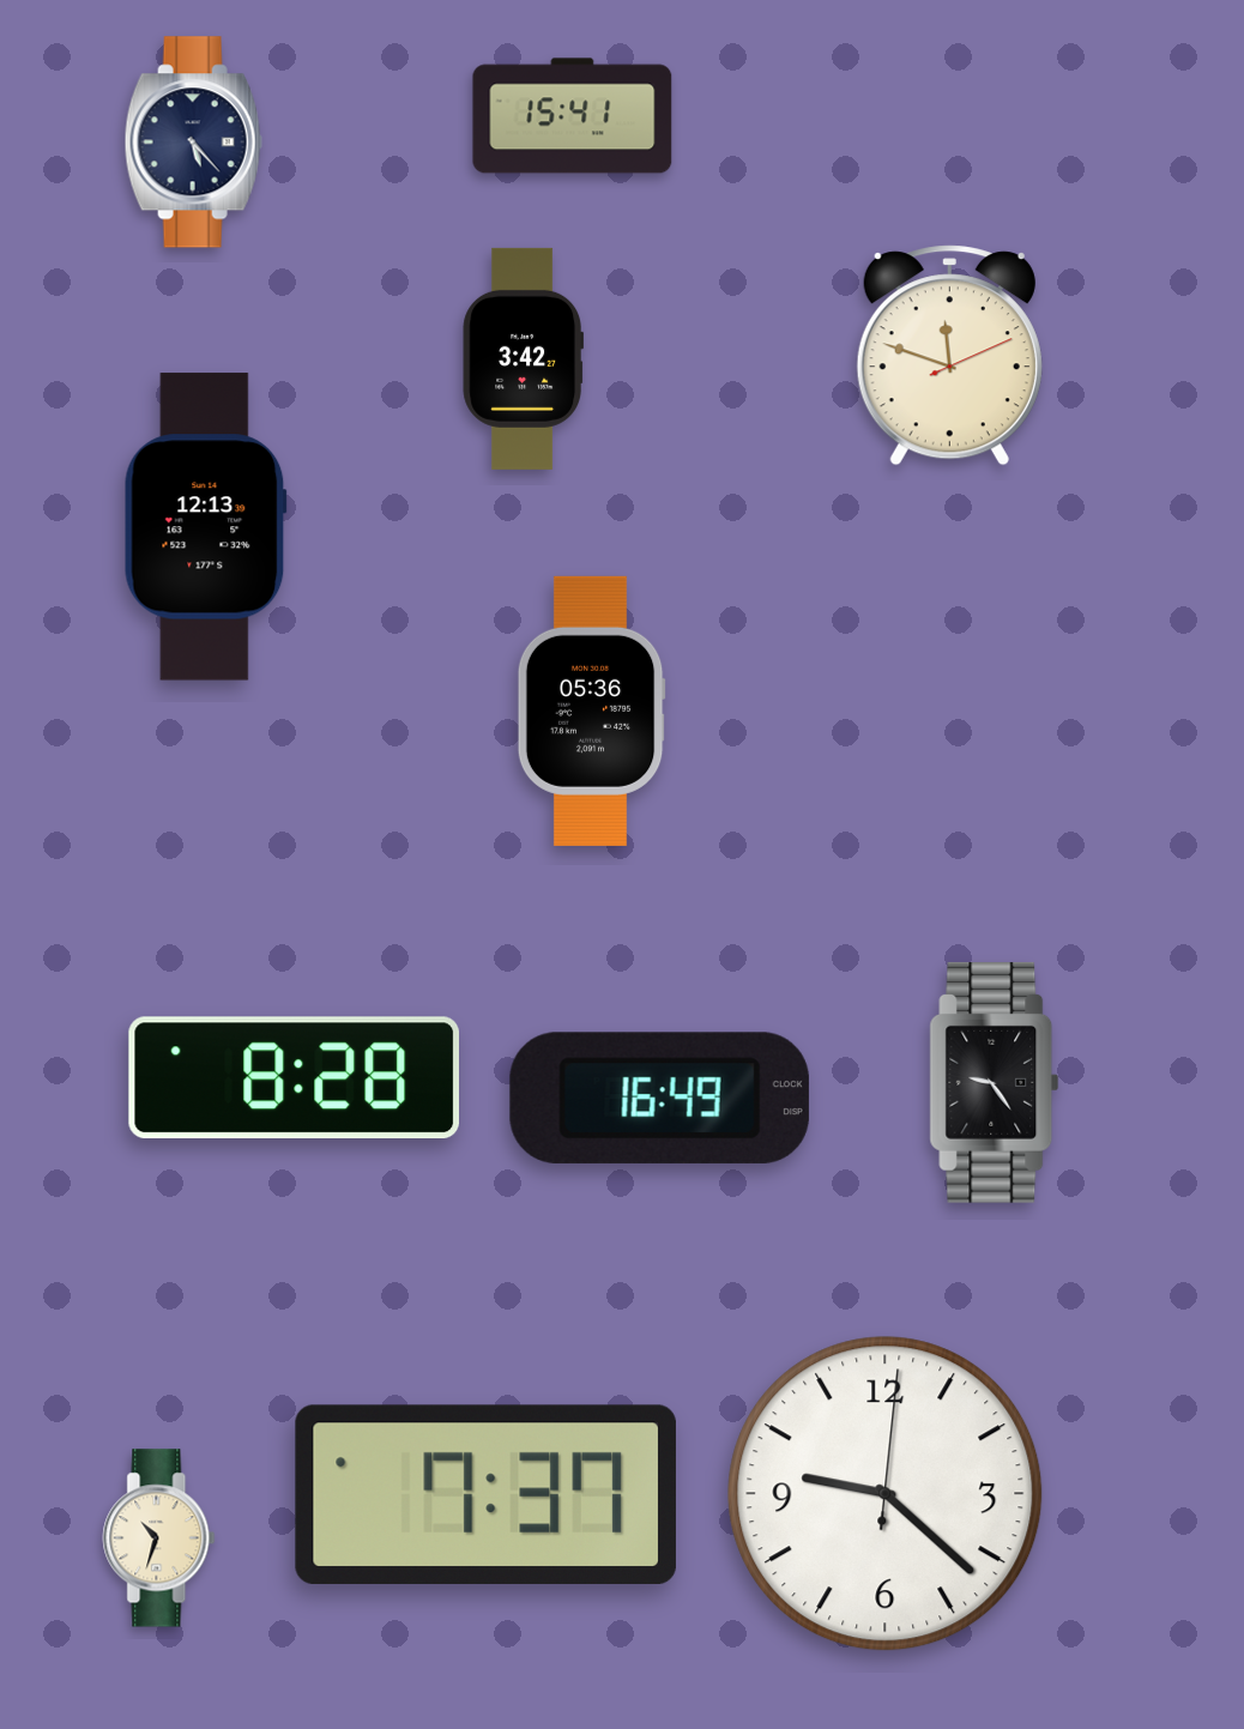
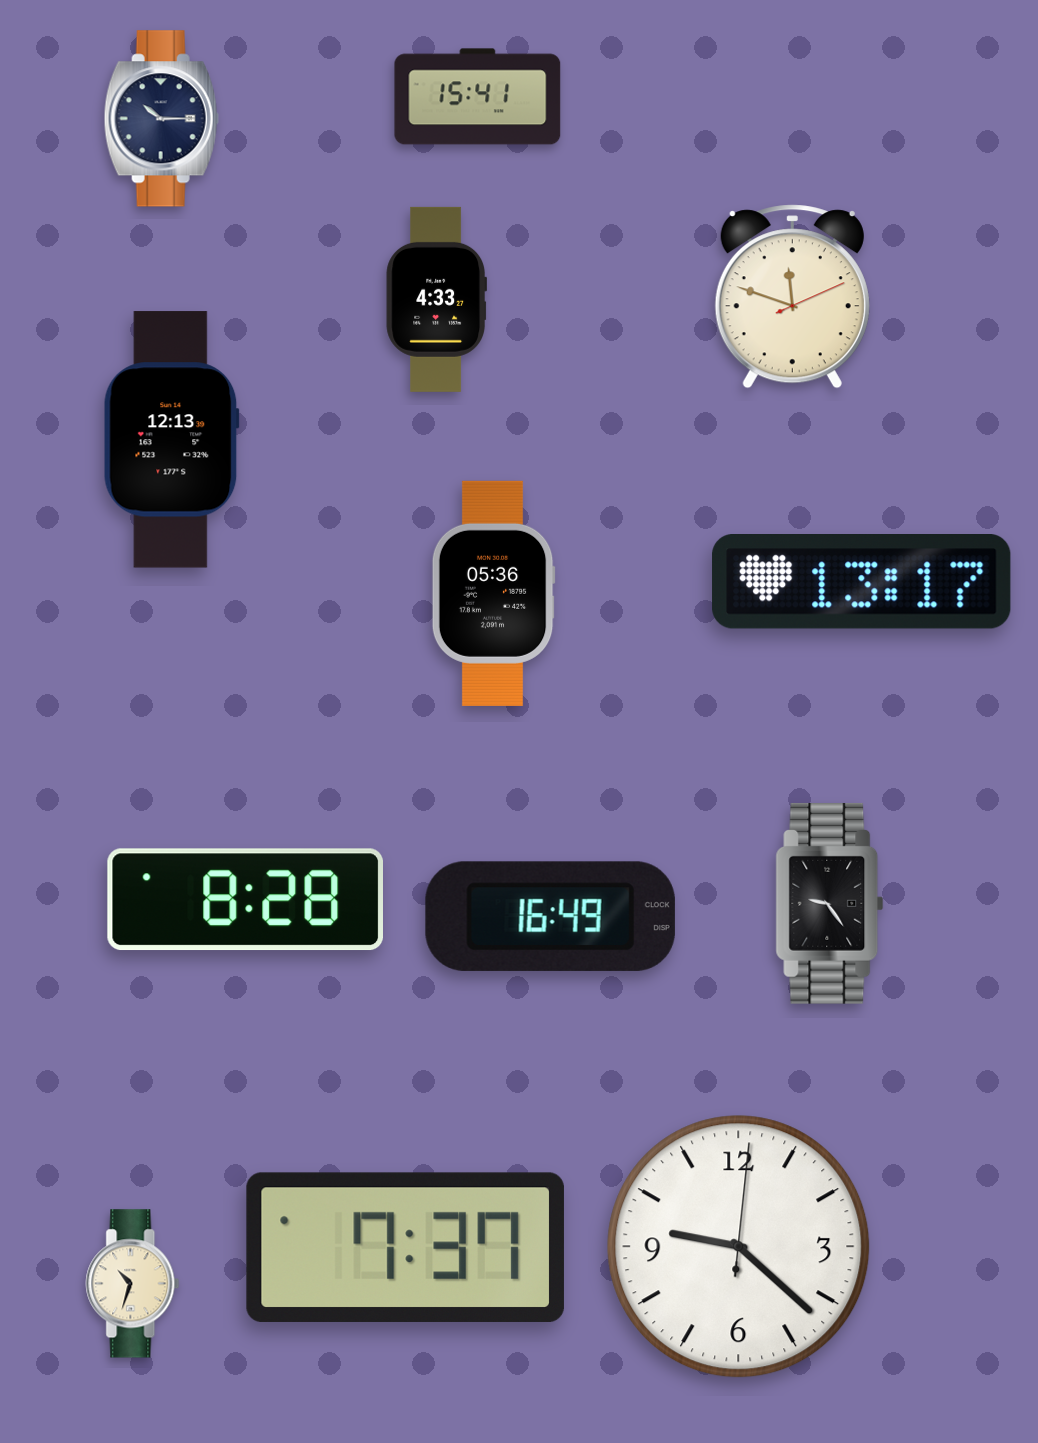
clock at (193, 143): 5:23 -> 10:15
clock at (523, 358): 3:42 -> 4:33
clock at (862, 582): none -> 13:17
